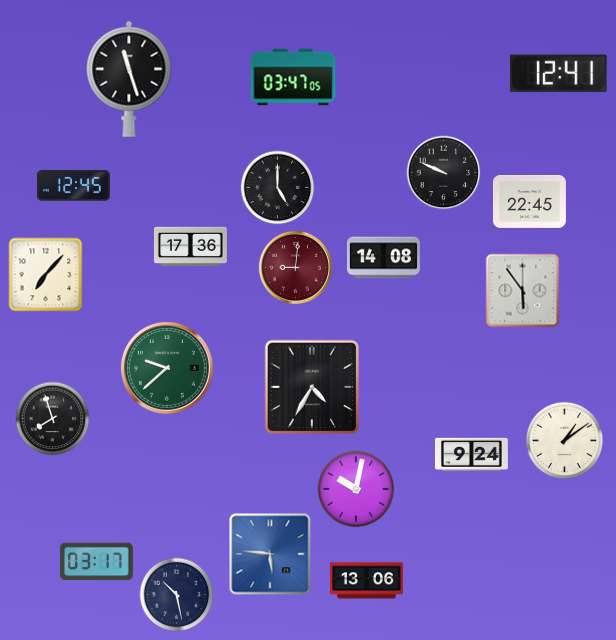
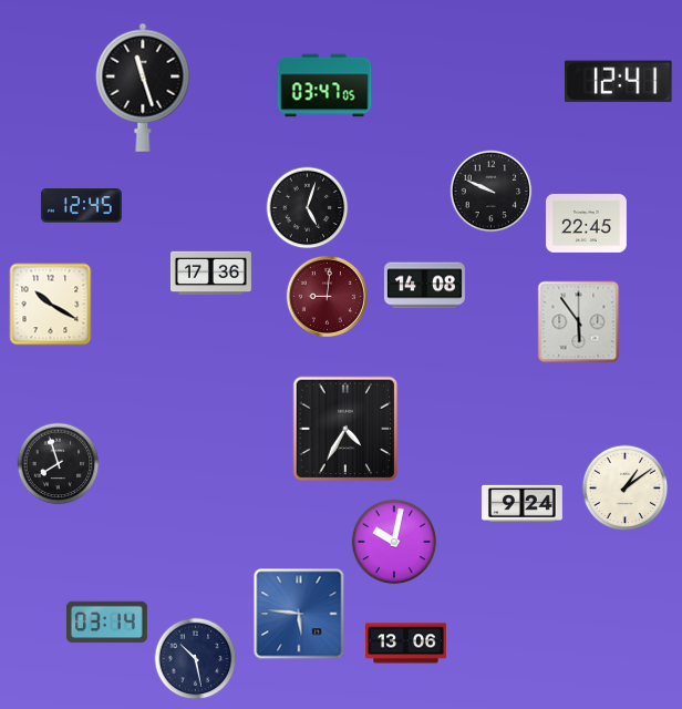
clock at (278, 188): 5:00 -> 5:03
clock at (46, 275): 7:07 -> 10:20
clock at (167, 368): 9:38 -> none
clock at (96, 562): 03:17 -> 03:14
